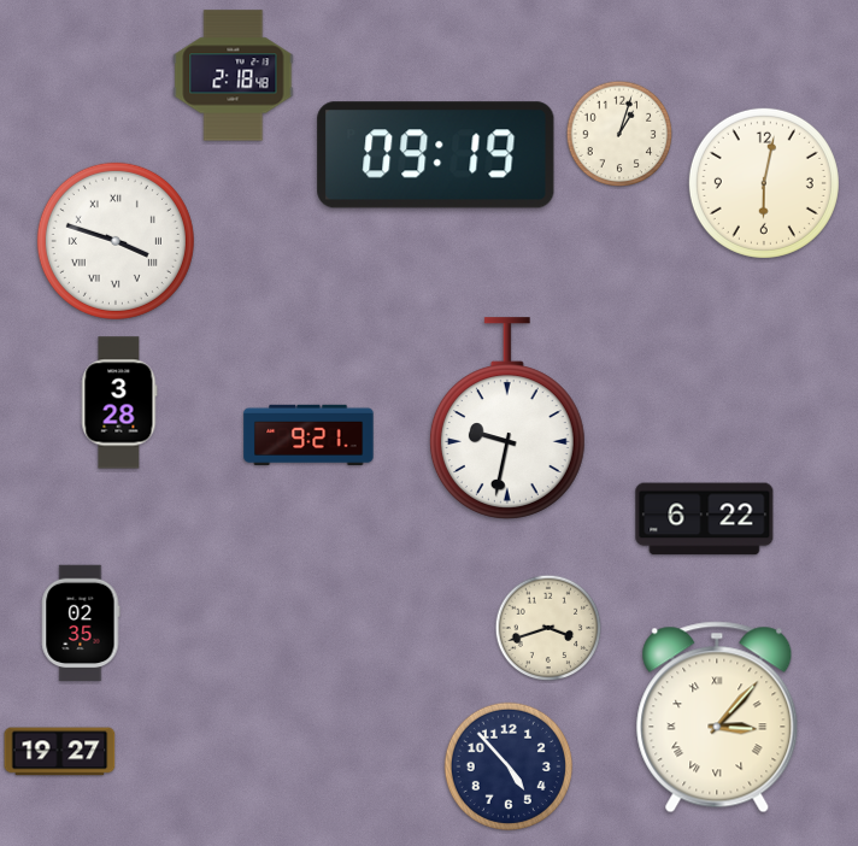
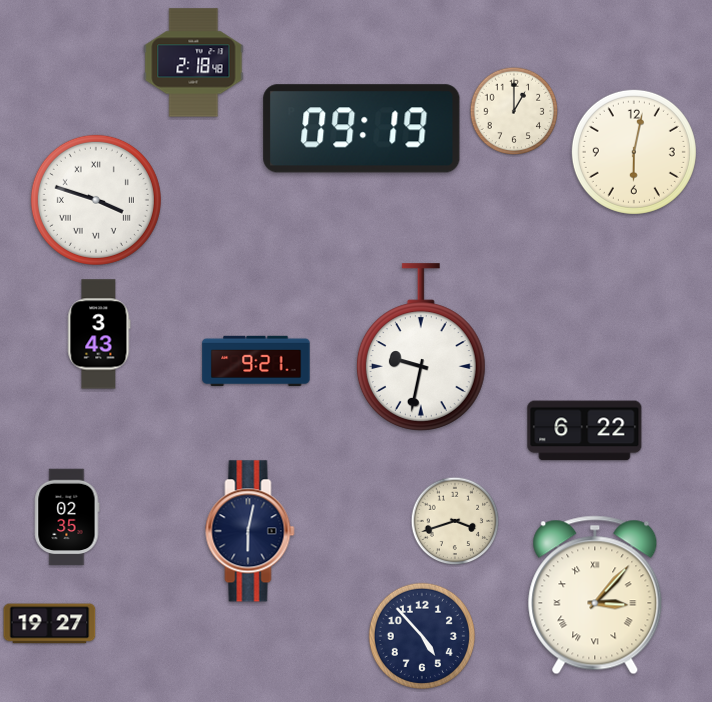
clock at (619, 134): 1:03 -> 1:00
clock at (119, 403): 3:28 -> 3:43
clock at (250, 531): none -> 6:02
